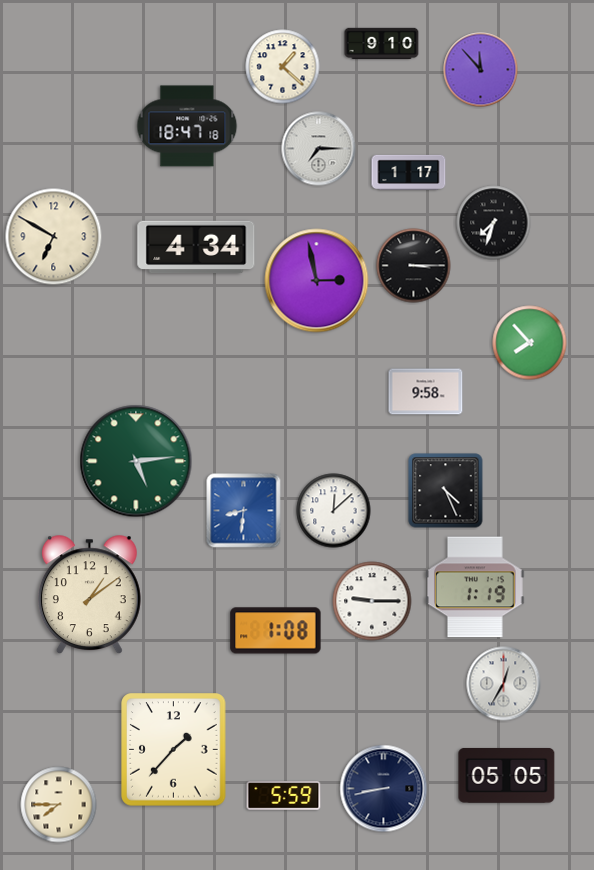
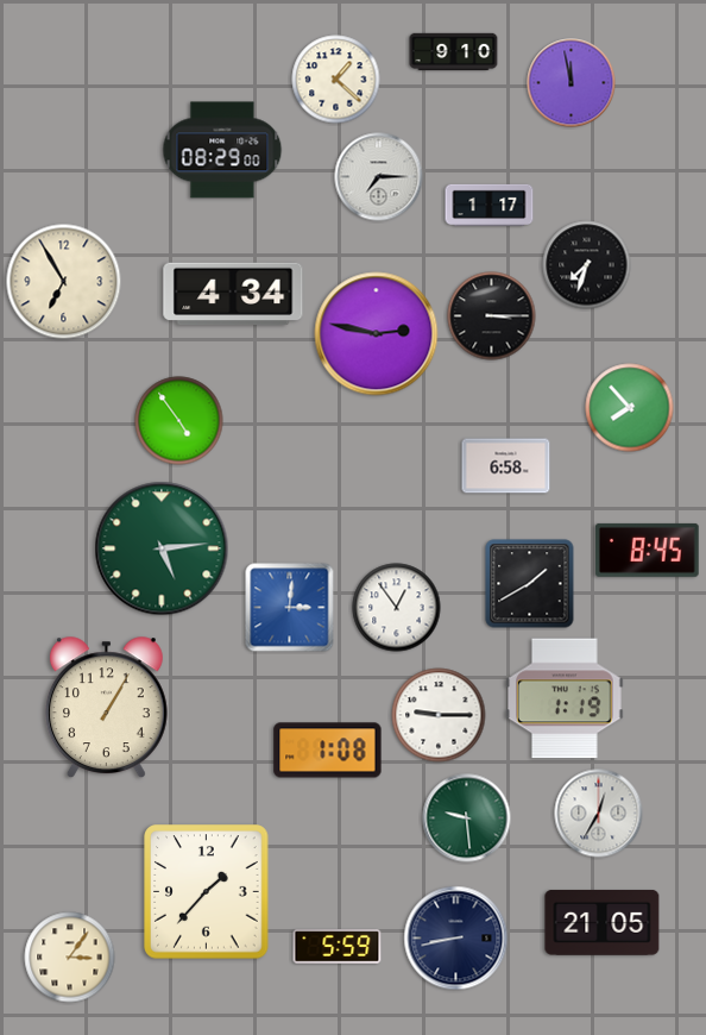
clock at (481, 70): 11:53 -> 11:58
clock at (187, 126): 18:47 -> 08:29
clock at (409, 172) position: (409, 172) -> (490, 205)
clock at (54, 237): 6:50 -> 6:55
clock at (317, 281): 2:58 -> 2:47
clock at (179, 421): none -> 4:54
clock at (426, 392): 9:58 -> 6:58
clock at (647, 550): none -> 8:45
clock at (446, 491): 4:26 -> 1:40
clock at (244, 511): 8:31 -> 3:01
clock at (334, 511): 12:08 -> 12:54
clock at (89, 595): 1:09 -> 1:05
clock at (372, 601) position: (372, 601) -> (439, 715)
clock at (467, 818): none -> 9:29
clock at (507, 775): 05:05 -> 21:05
clock at (59, 805): 7:45 -> 3:06
